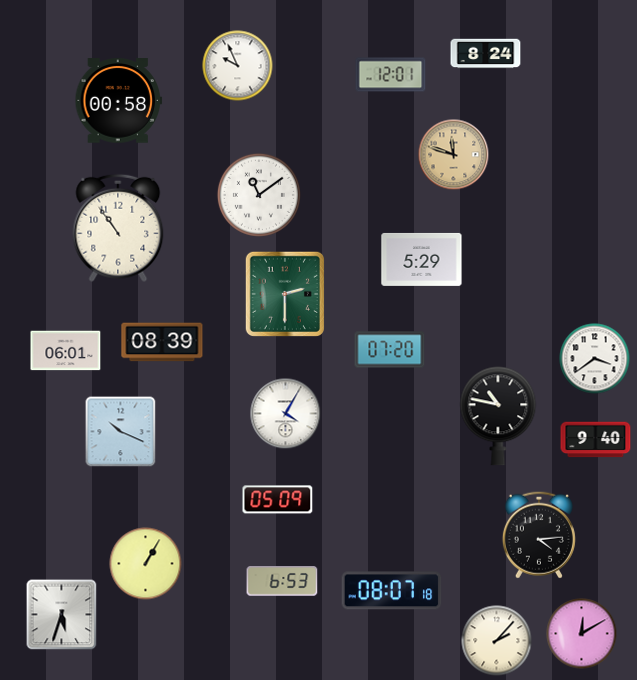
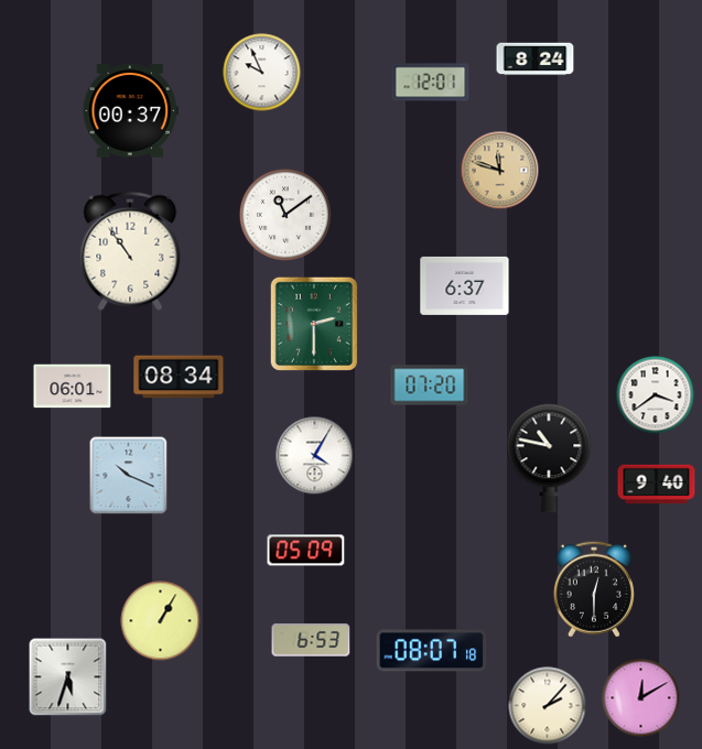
clock at (119, 101): 00:58 -> 00:37
clock at (422, 259): 5:29 -> 6:37
clock at (162, 342): 08:39 -> 08:34
clock at (121, 432) position: (121, 432) -> (129, 476)
clock at (539, 535): 4:14 -> 12:30
